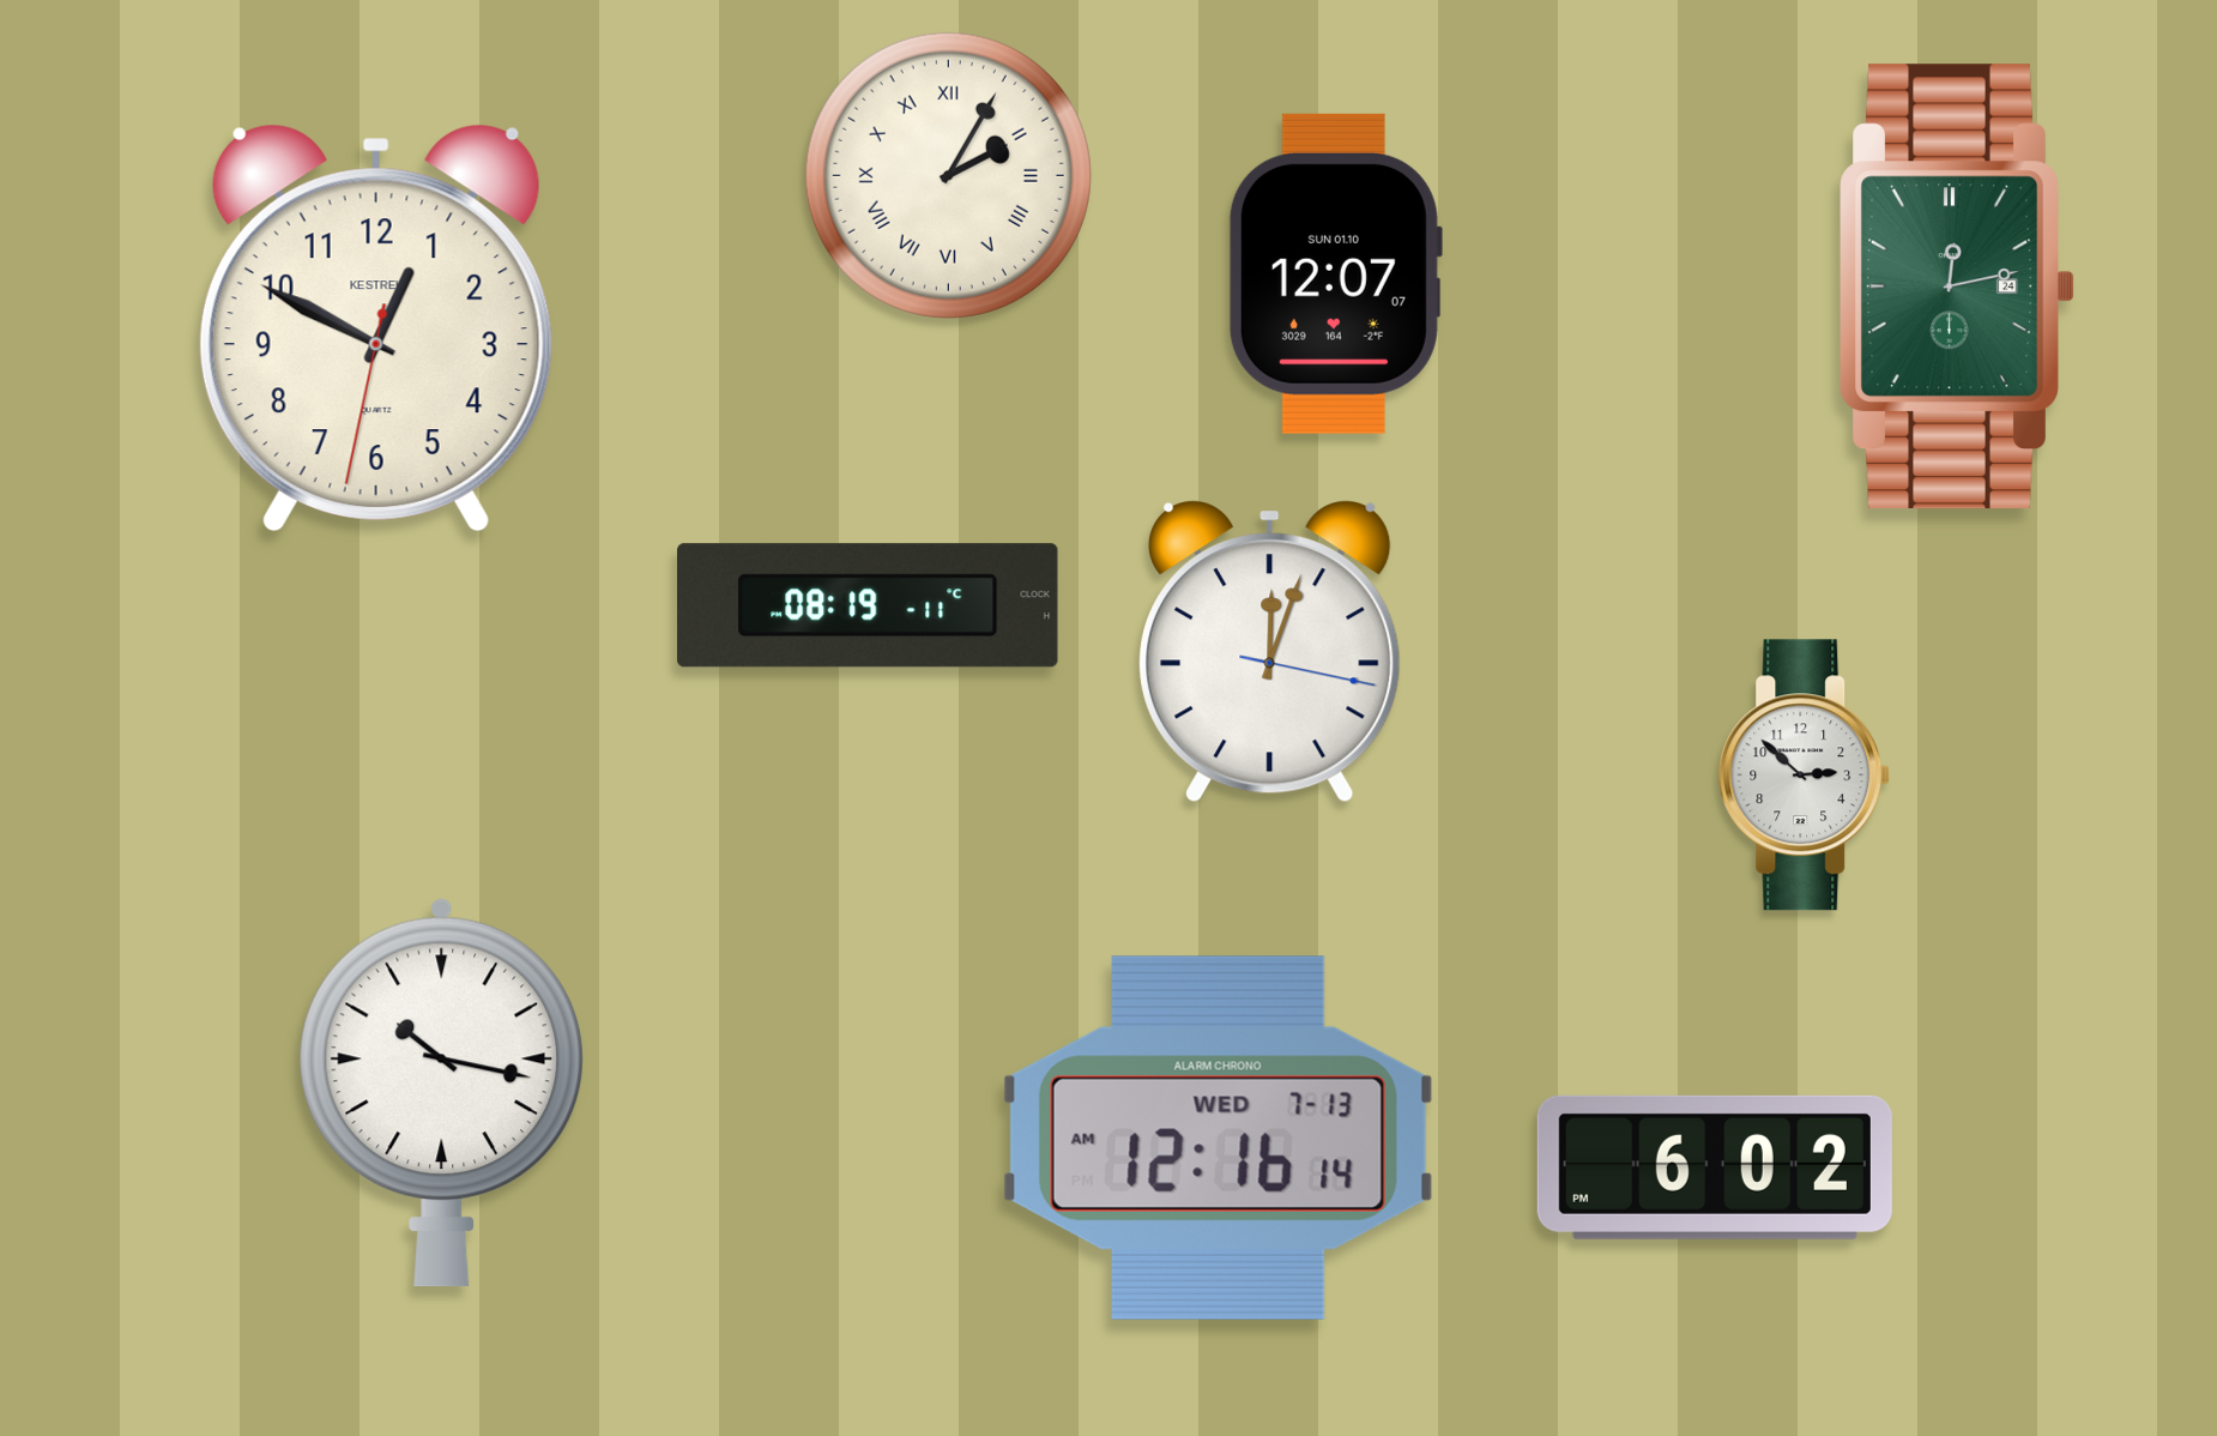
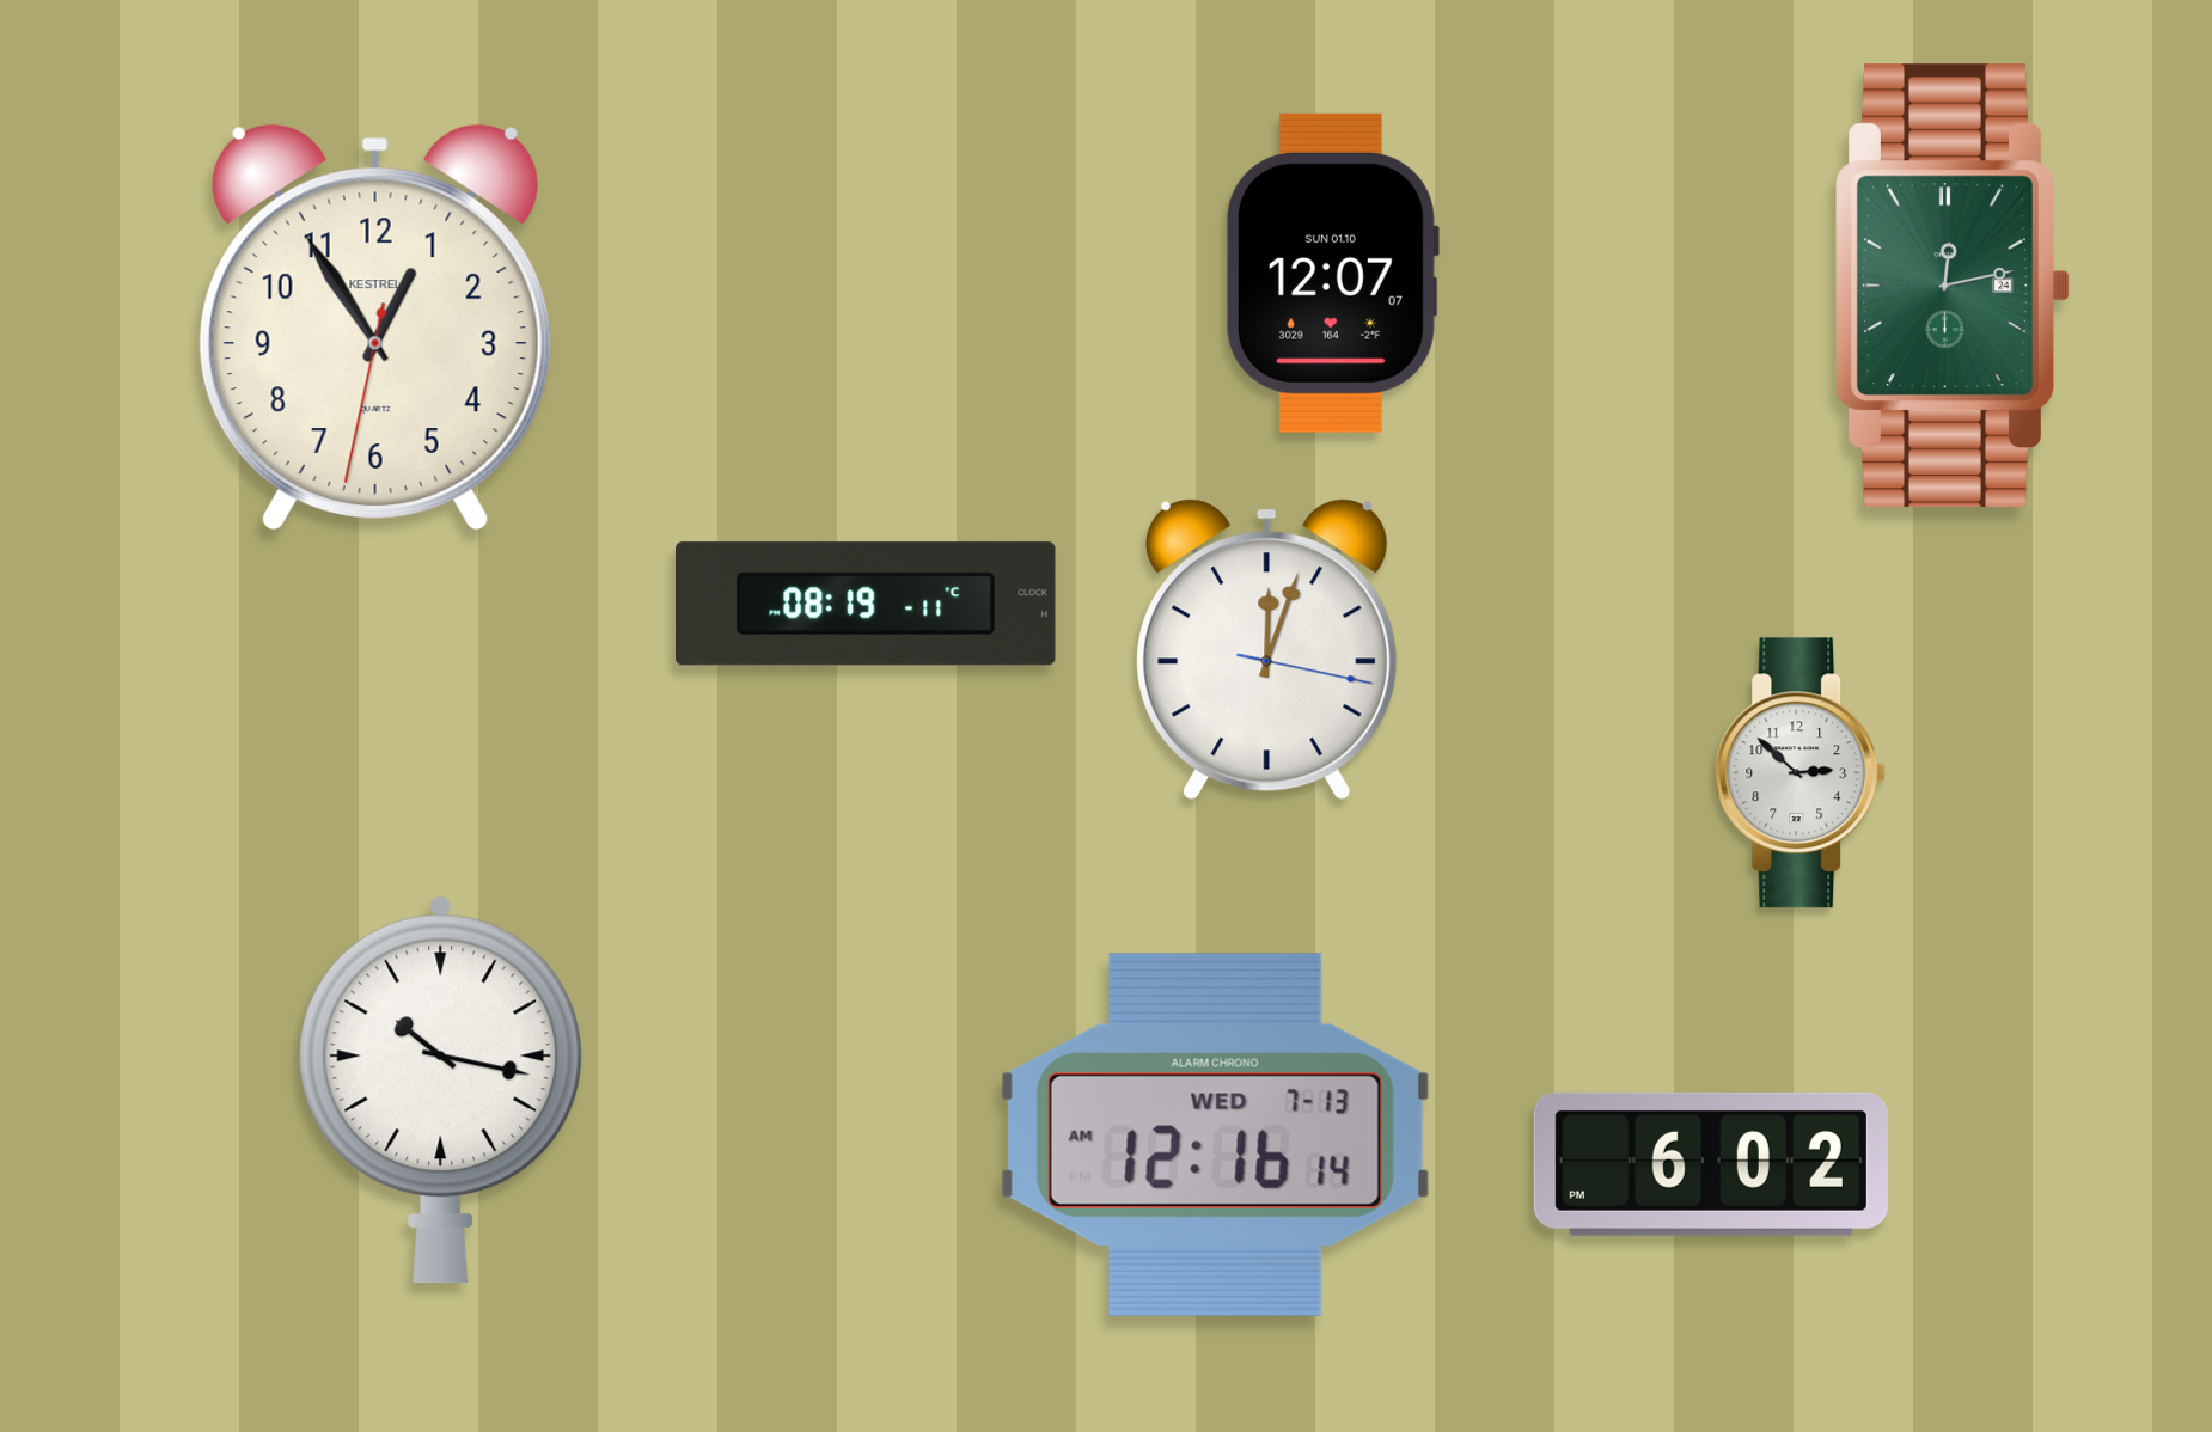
clock at (948, 175): 2:05 -> none
clock at (376, 327): 12:49 -> 12:54
